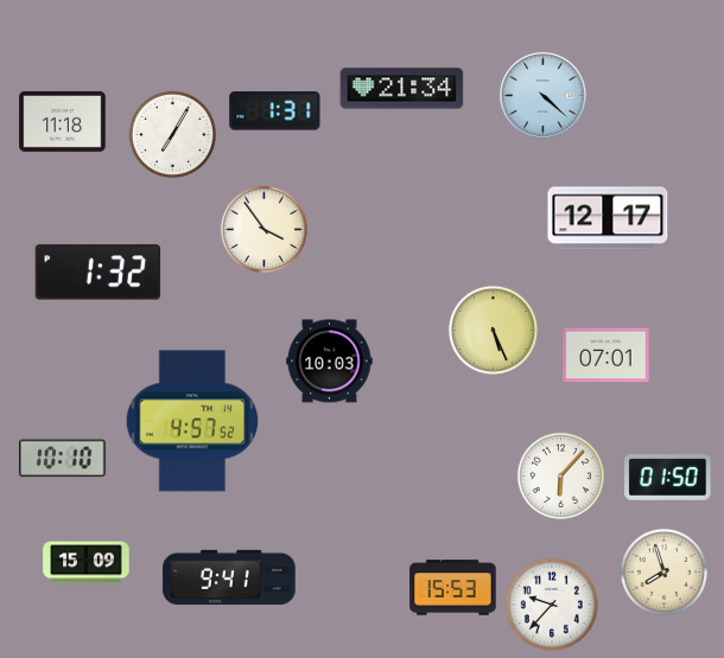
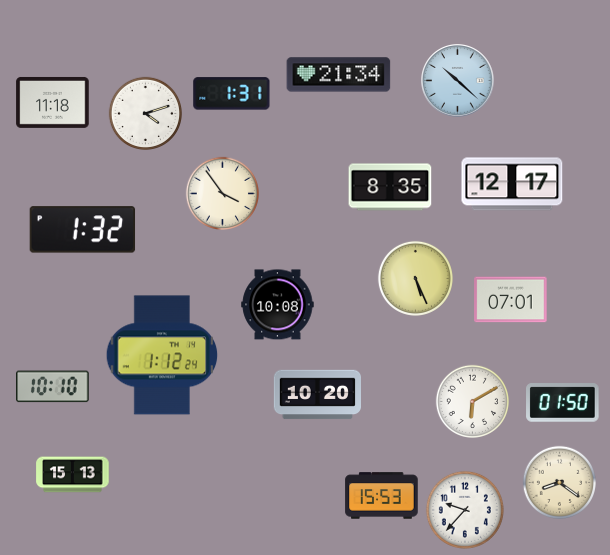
clock at (544, 96): 4:22 -> 10:22
clock at (172, 134): 7:05 -> 4:12
clock at (390, 187): none -> 8:35
clock at (330, 362): 10:03 -> 10:08
clock at (192, 421): 4:57 -> 1:12
clock at (317, 395): none -> 10:20
clock at (560, 475): 6:07 -> 6:10
clock at (87, 563): 15:09 -> 15:13
clock at (663, 571): 7:57 -> 8:21
clock at (229, 577): 9:41 -> none
